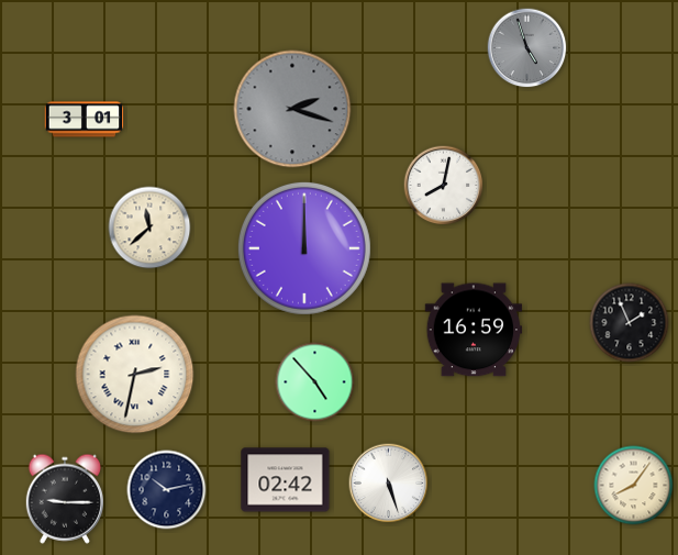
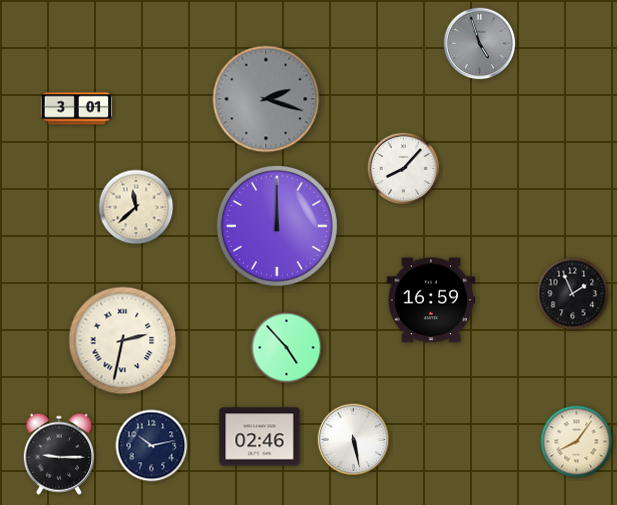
clock at (444, 186): 8:02 -> 8:07
clock at (286, 480): 02:42 -> 02:46
clock at (389, 484): 5:27 -> 5:28
